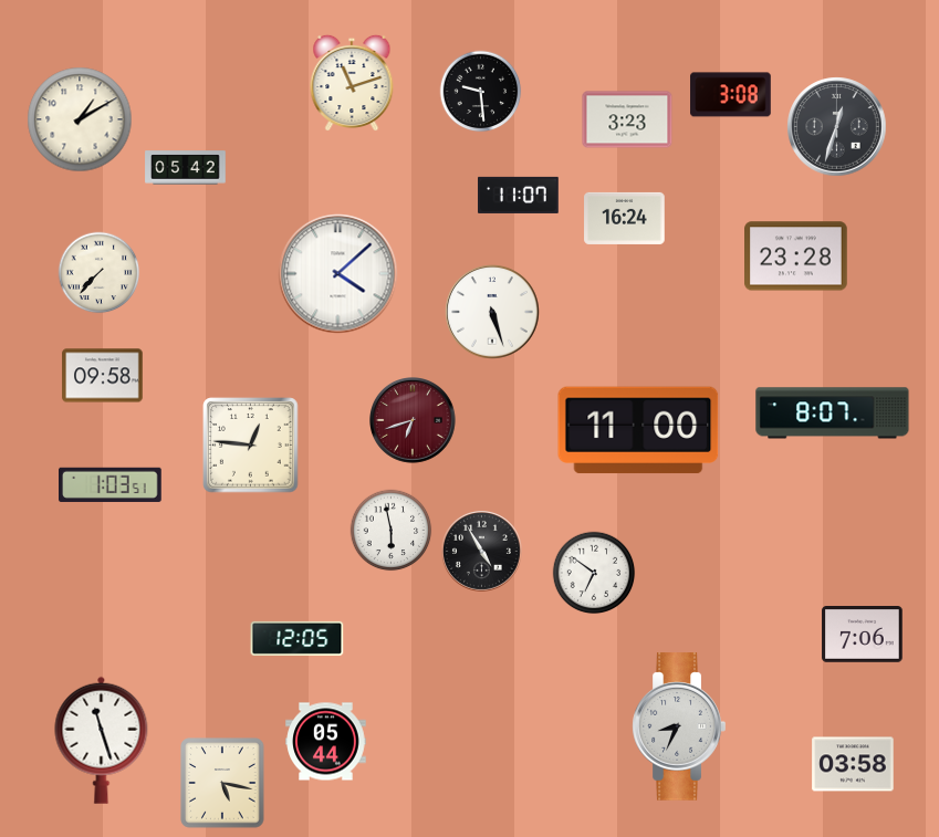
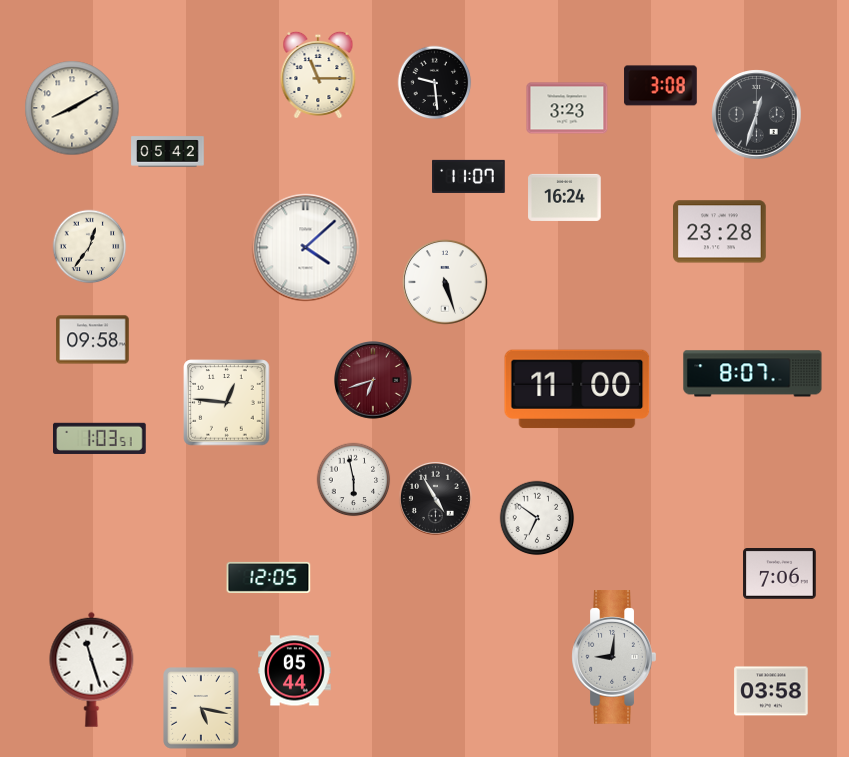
clock at (352, 83): 11:12 -> 11:15
clock at (80, 119): 1:10 -> 8:10
clock at (100, 273): 7:37 -> 12:36
clock at (679, 726): 8:34 -> 9:01
